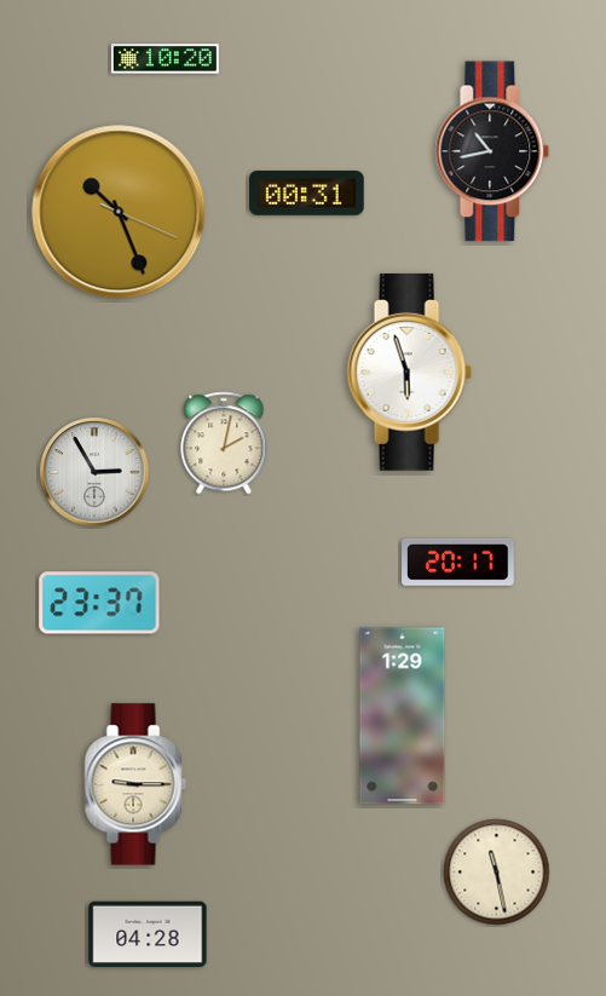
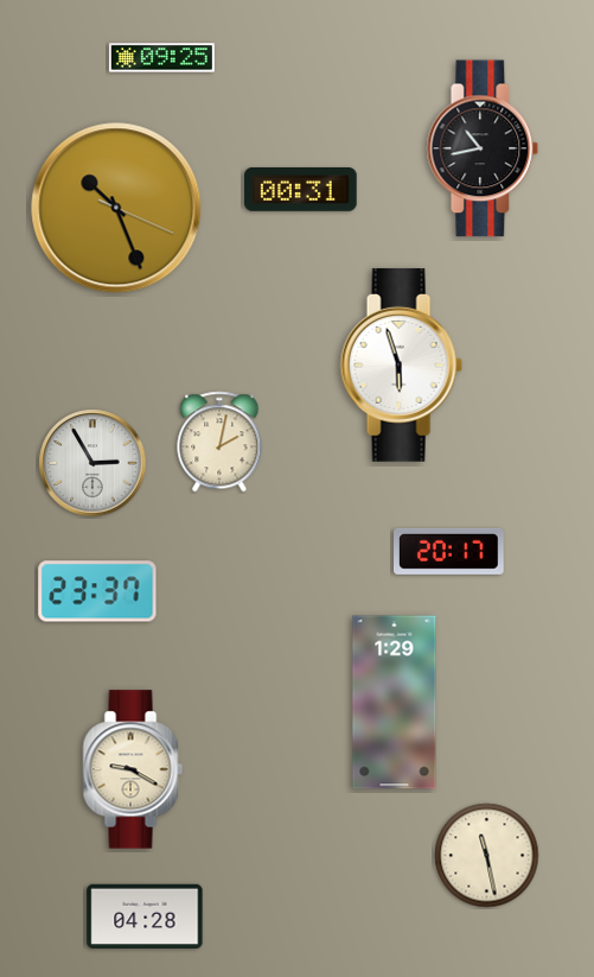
clock at (165, 59): 10:20 -> 09:25
clock at (224, 443) position: (224, 443) -> (219, 442)
clock at (135, 784): 9:15 -> 9:20
